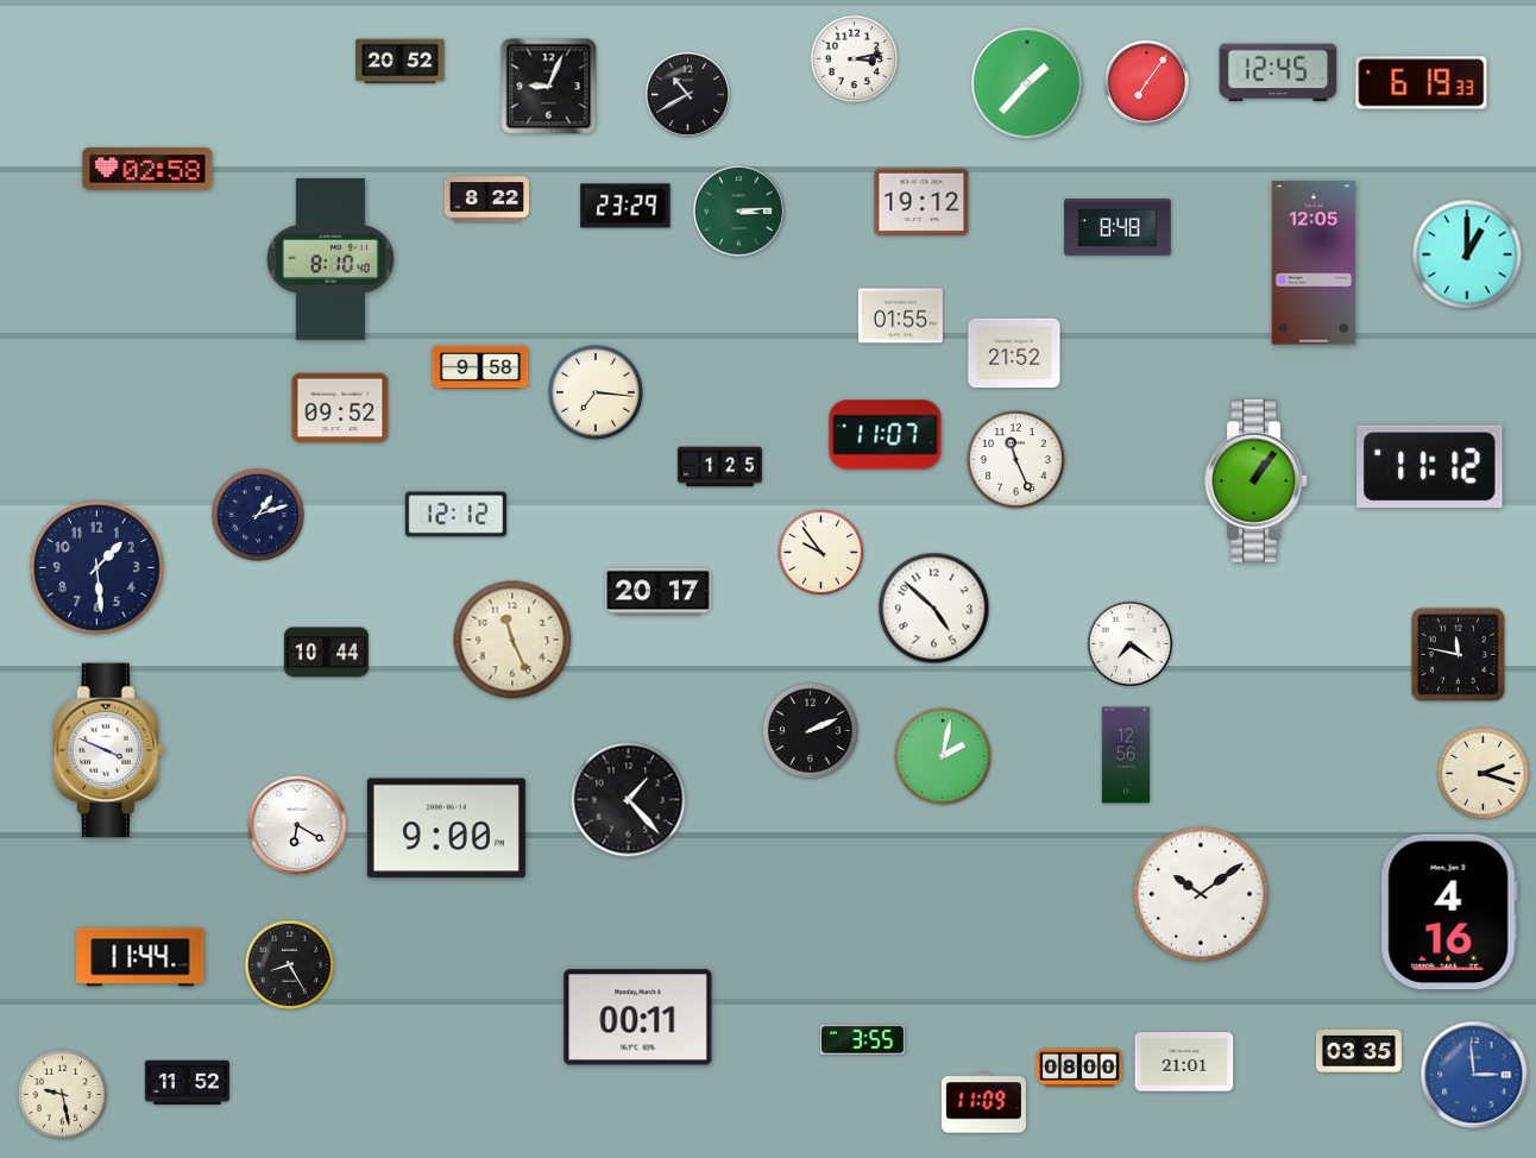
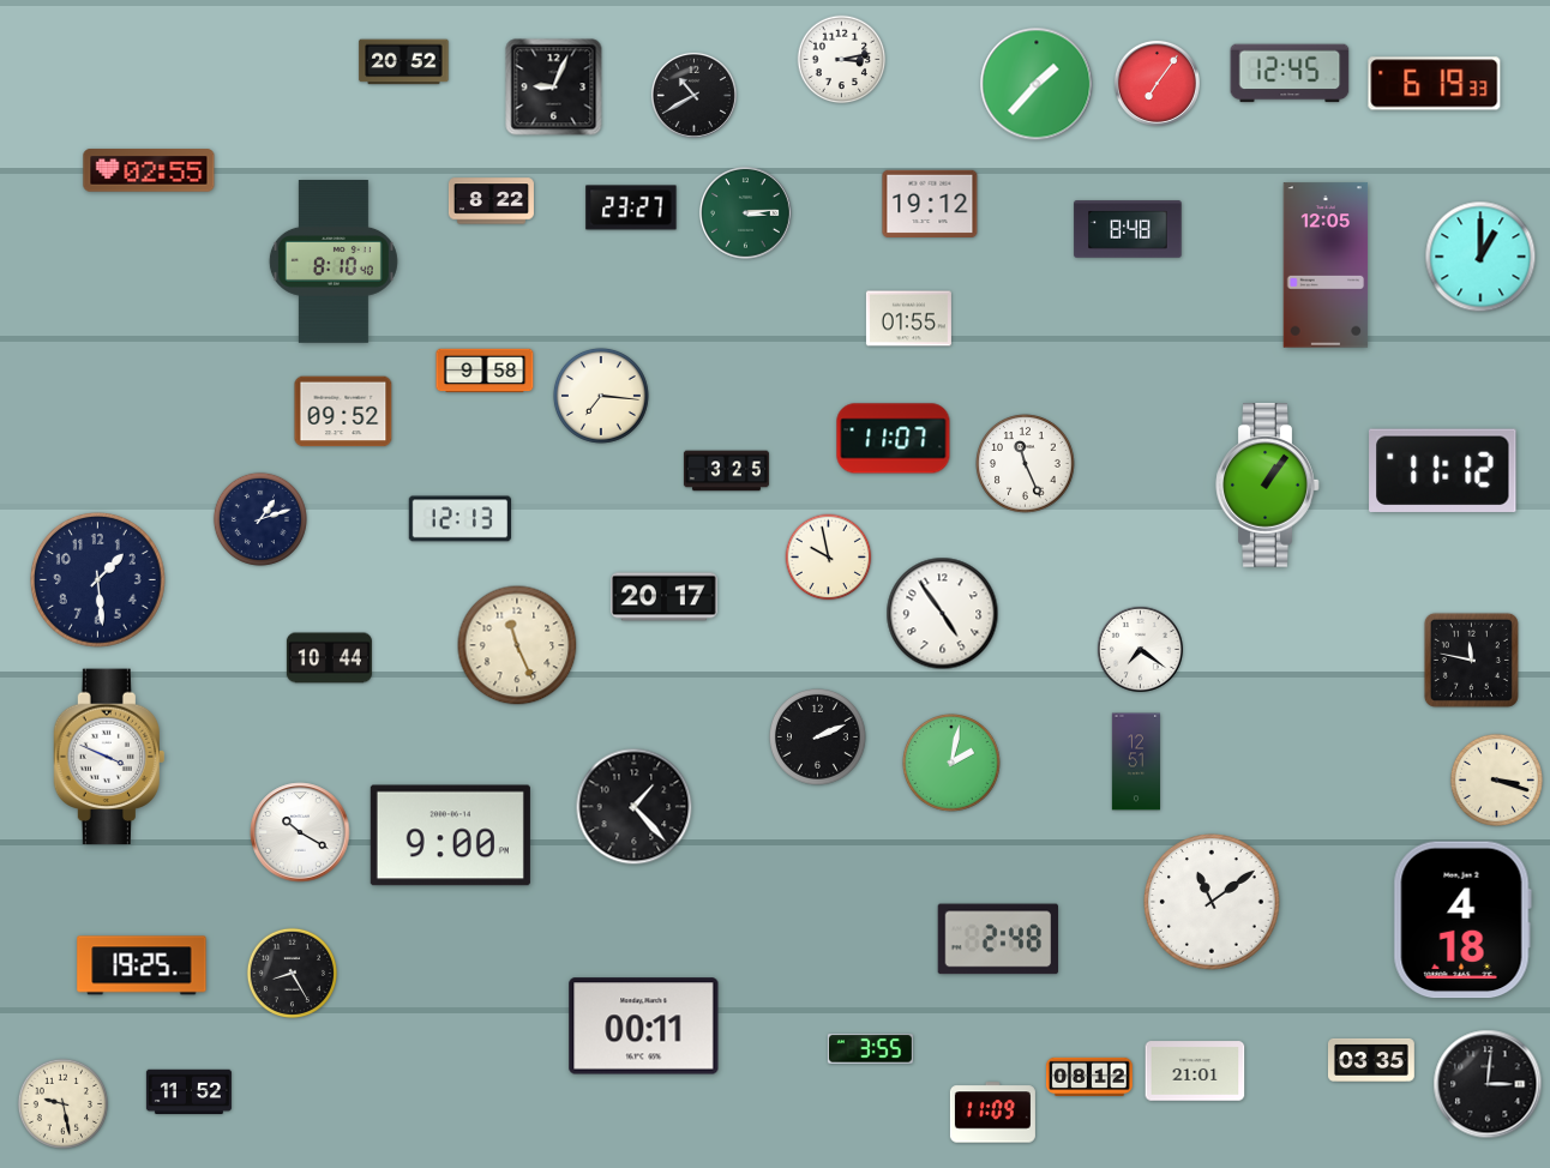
clock at (855, 59) position: (855, 59) -> (842, 60)
clock at (147, 169): 02:58 -> 02:55
clock at (625, 206): 23:29 -> 23:27
clock at (1014, 353): 21:52 -> none
clock at (719, 467): 1:25 -> 3:25
clock at (455, 515): 12:12 -> 12:13
clock at (821, 553): 9:54 -> 9:58
clock at (97, 568) position: (97, 568) -> (98, 580)
clock at (934, 609): 4:52 -> 4:54
clock at (1125, 755): 12:56 -> 12:51
clock at (1483, 773): 2:18 -> 3:18
clock at (297, 825): 6:20 -> 10:20
clock at (1202, 895): 10:09 -> 11:09
clock at (1449, 912): 4:16 -> 4:18
clock at (997, 939): none -> 2:48
clock at (140, 957): 11:44 -> 19:25
clock at (1079, 1068): 08:00 -> 08:12
clock at (1474, 1075): 2:59 -> 3:01
clock at (1474, 1075) dial: blue -> black
